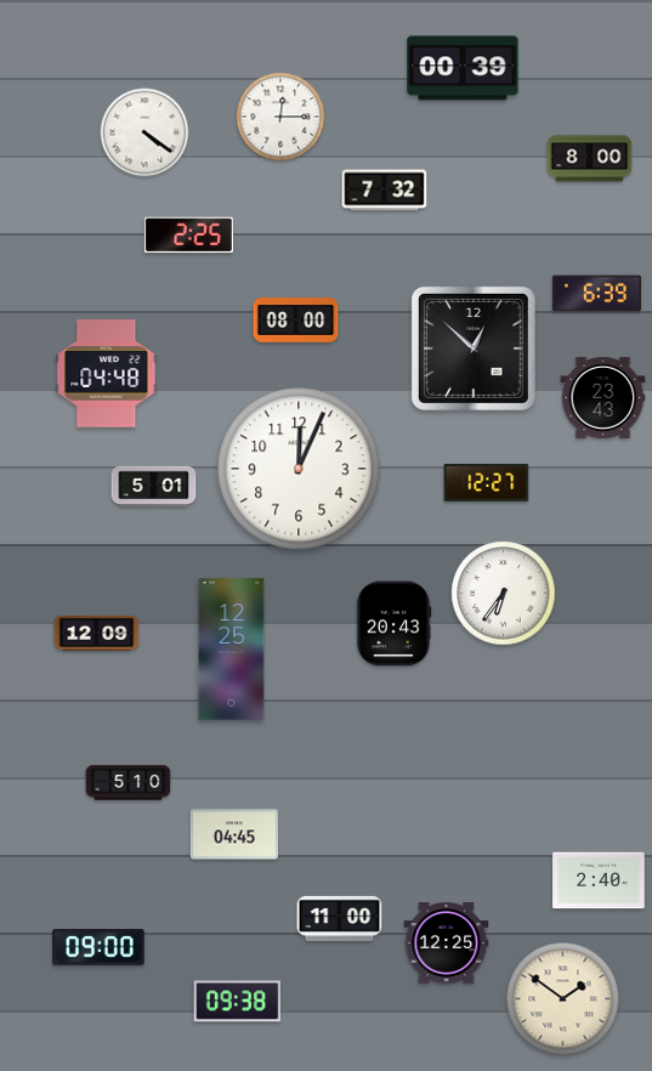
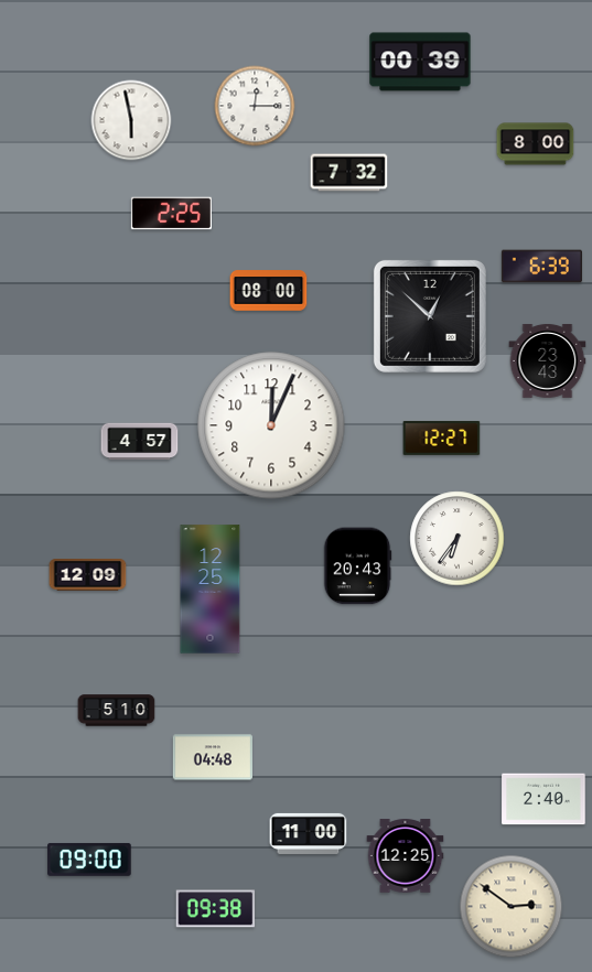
clock at (144, 132): 4:21 -> 5:58
clock at (107, 374): 04:48 -> none
clock at (154, 487): 5:01 -> 4:57
clock at (233, 834): 04:45 -> 04:48
clock at (563, 999): 1:51 -> 2:51
